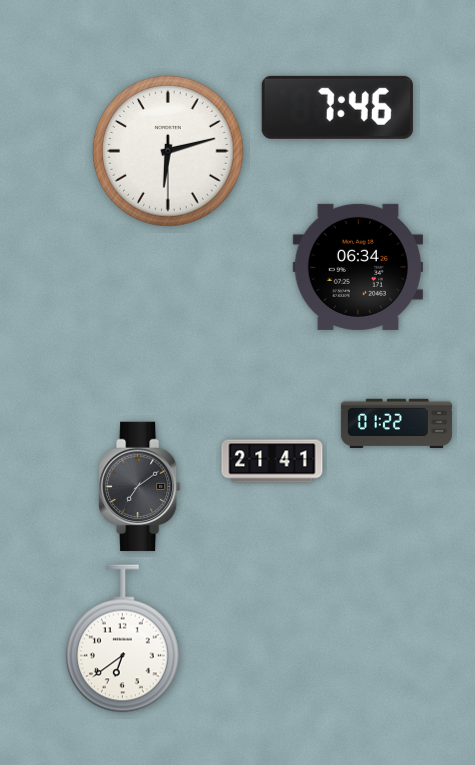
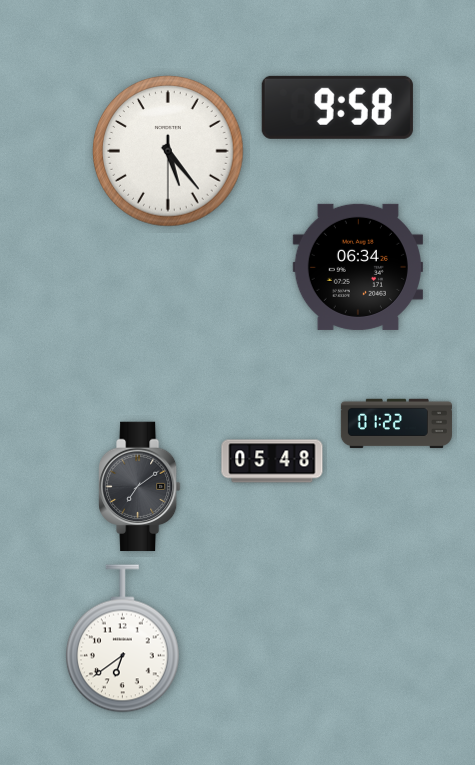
clock at (337, 107): 7:46 -> 9:58
clock at (168, 151): 6:12 -> 5:23
clock at (272, 461): 21:41 -> 05:48
